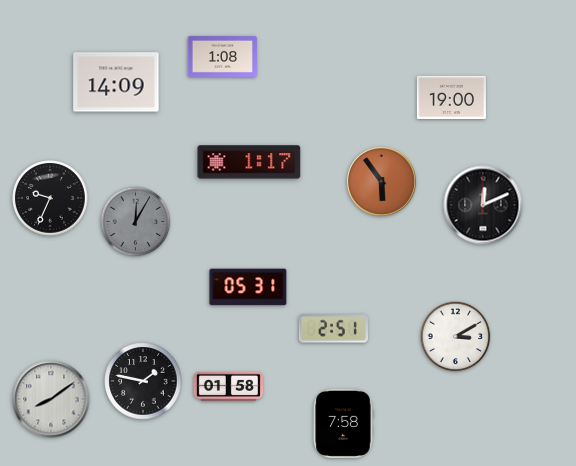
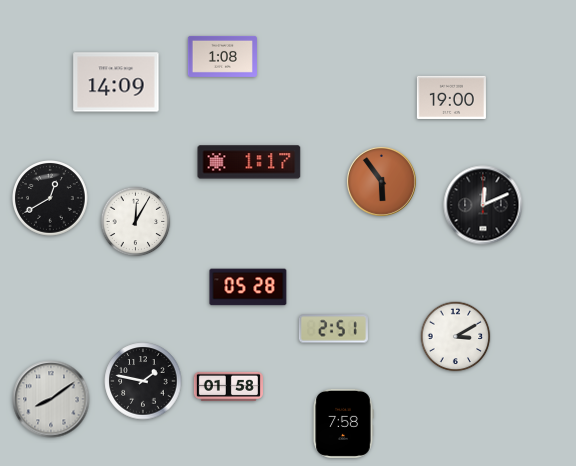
clock at (51, 199): 9:34 -> 12:40
clock at (136, 222) dial: grey -> white
clock at (248, 287): 05:31 -> 05:28
